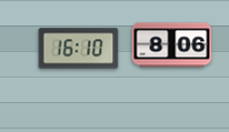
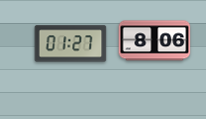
clock at (79, 49): 16:10 -> 01:27
